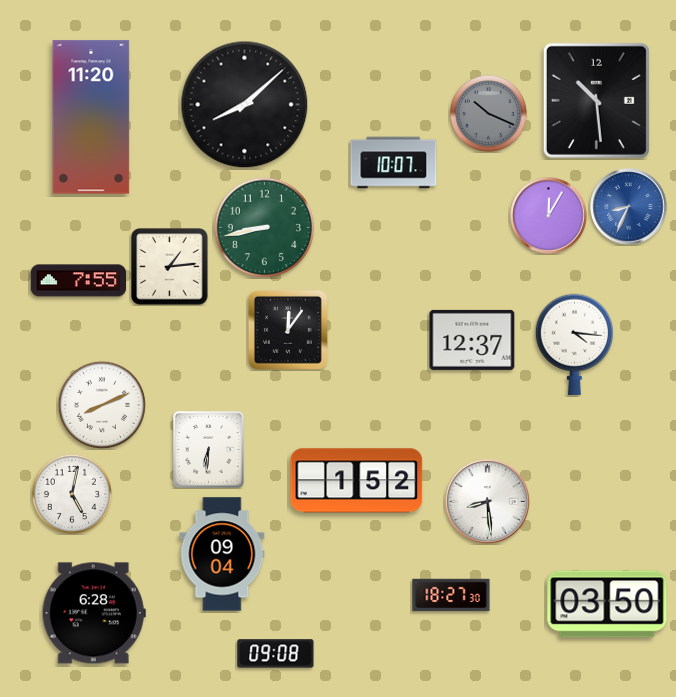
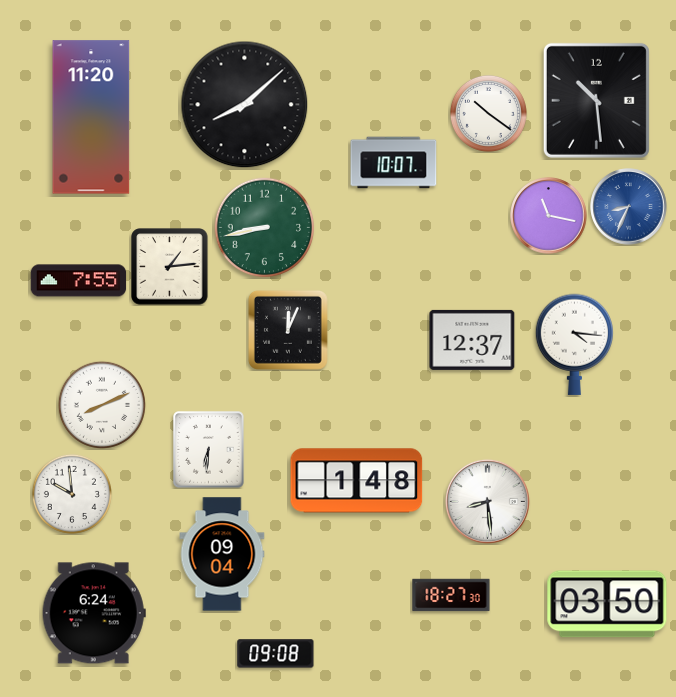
clock at (488, 113): 10:19 -> 10:21
clock at (488, 113) dial: grey -> white
clock at (549, 216): 12:05 -> 11:17
clock at (288, 330): 12:06 -> 12:04
clock at (357, 481): 1:52 -> 1:48
clock at (72, 494): 5:02 -> 9:59
clock at (94, 613): 6:28 -> 6:24
